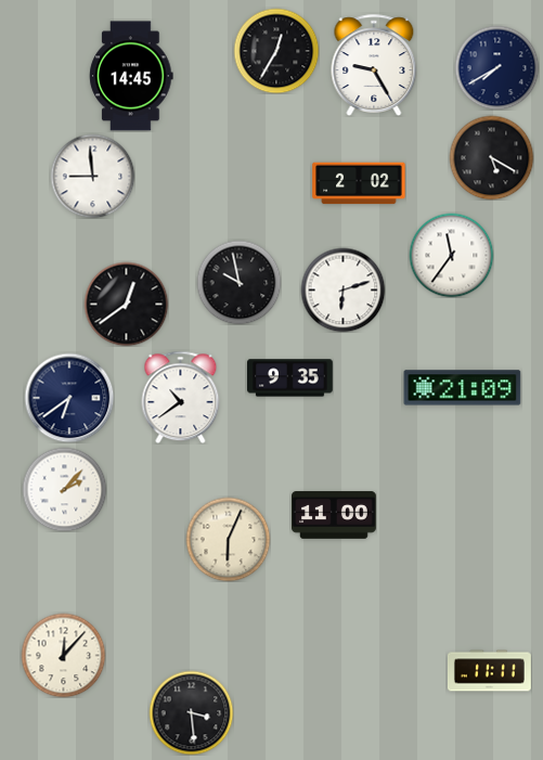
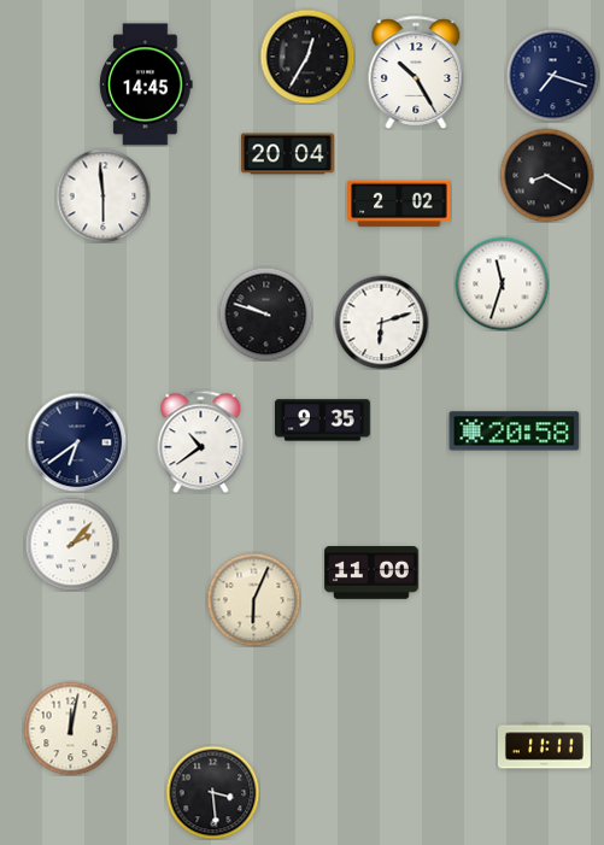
clock at (374, 65): 9:25 -> 10:25
clock at (496, 67): 7:40 -> 7:18
clock at (287, 154): none -> 20:04
clock at (491, 157): 5:20 -> 8:20
clock at (92, 176): 8:59 -> 5:59
clock at (451, 255): 11:36 -> 11:33
clock at (238, 282): 9:58 -> 9:48
clock at (126, 304): 12:39 -> none
clock at (463, 388): 21:09 -> 20:58
clock at (63, 655): 12:07 -> 12:02
